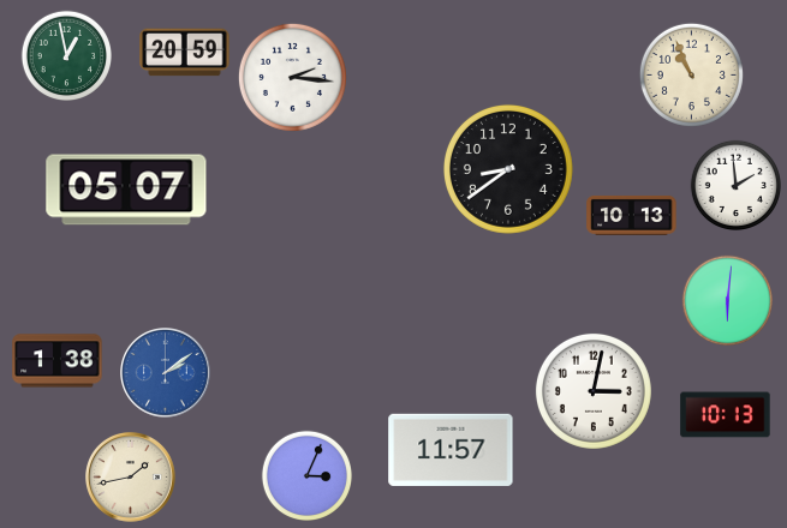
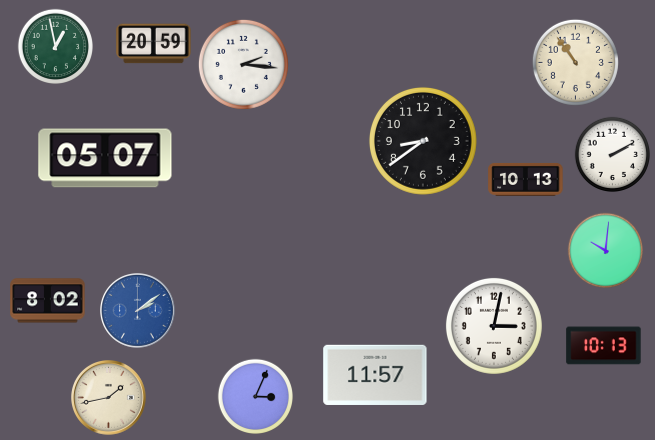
clock at (691, 74): 10:56 -> 10:54
clock at (735, 185): 1:59 -> 2:10
clock at (727, 300): 6:01 -> 10:01
clock at (58, 361): 1:38 -> 8:02
